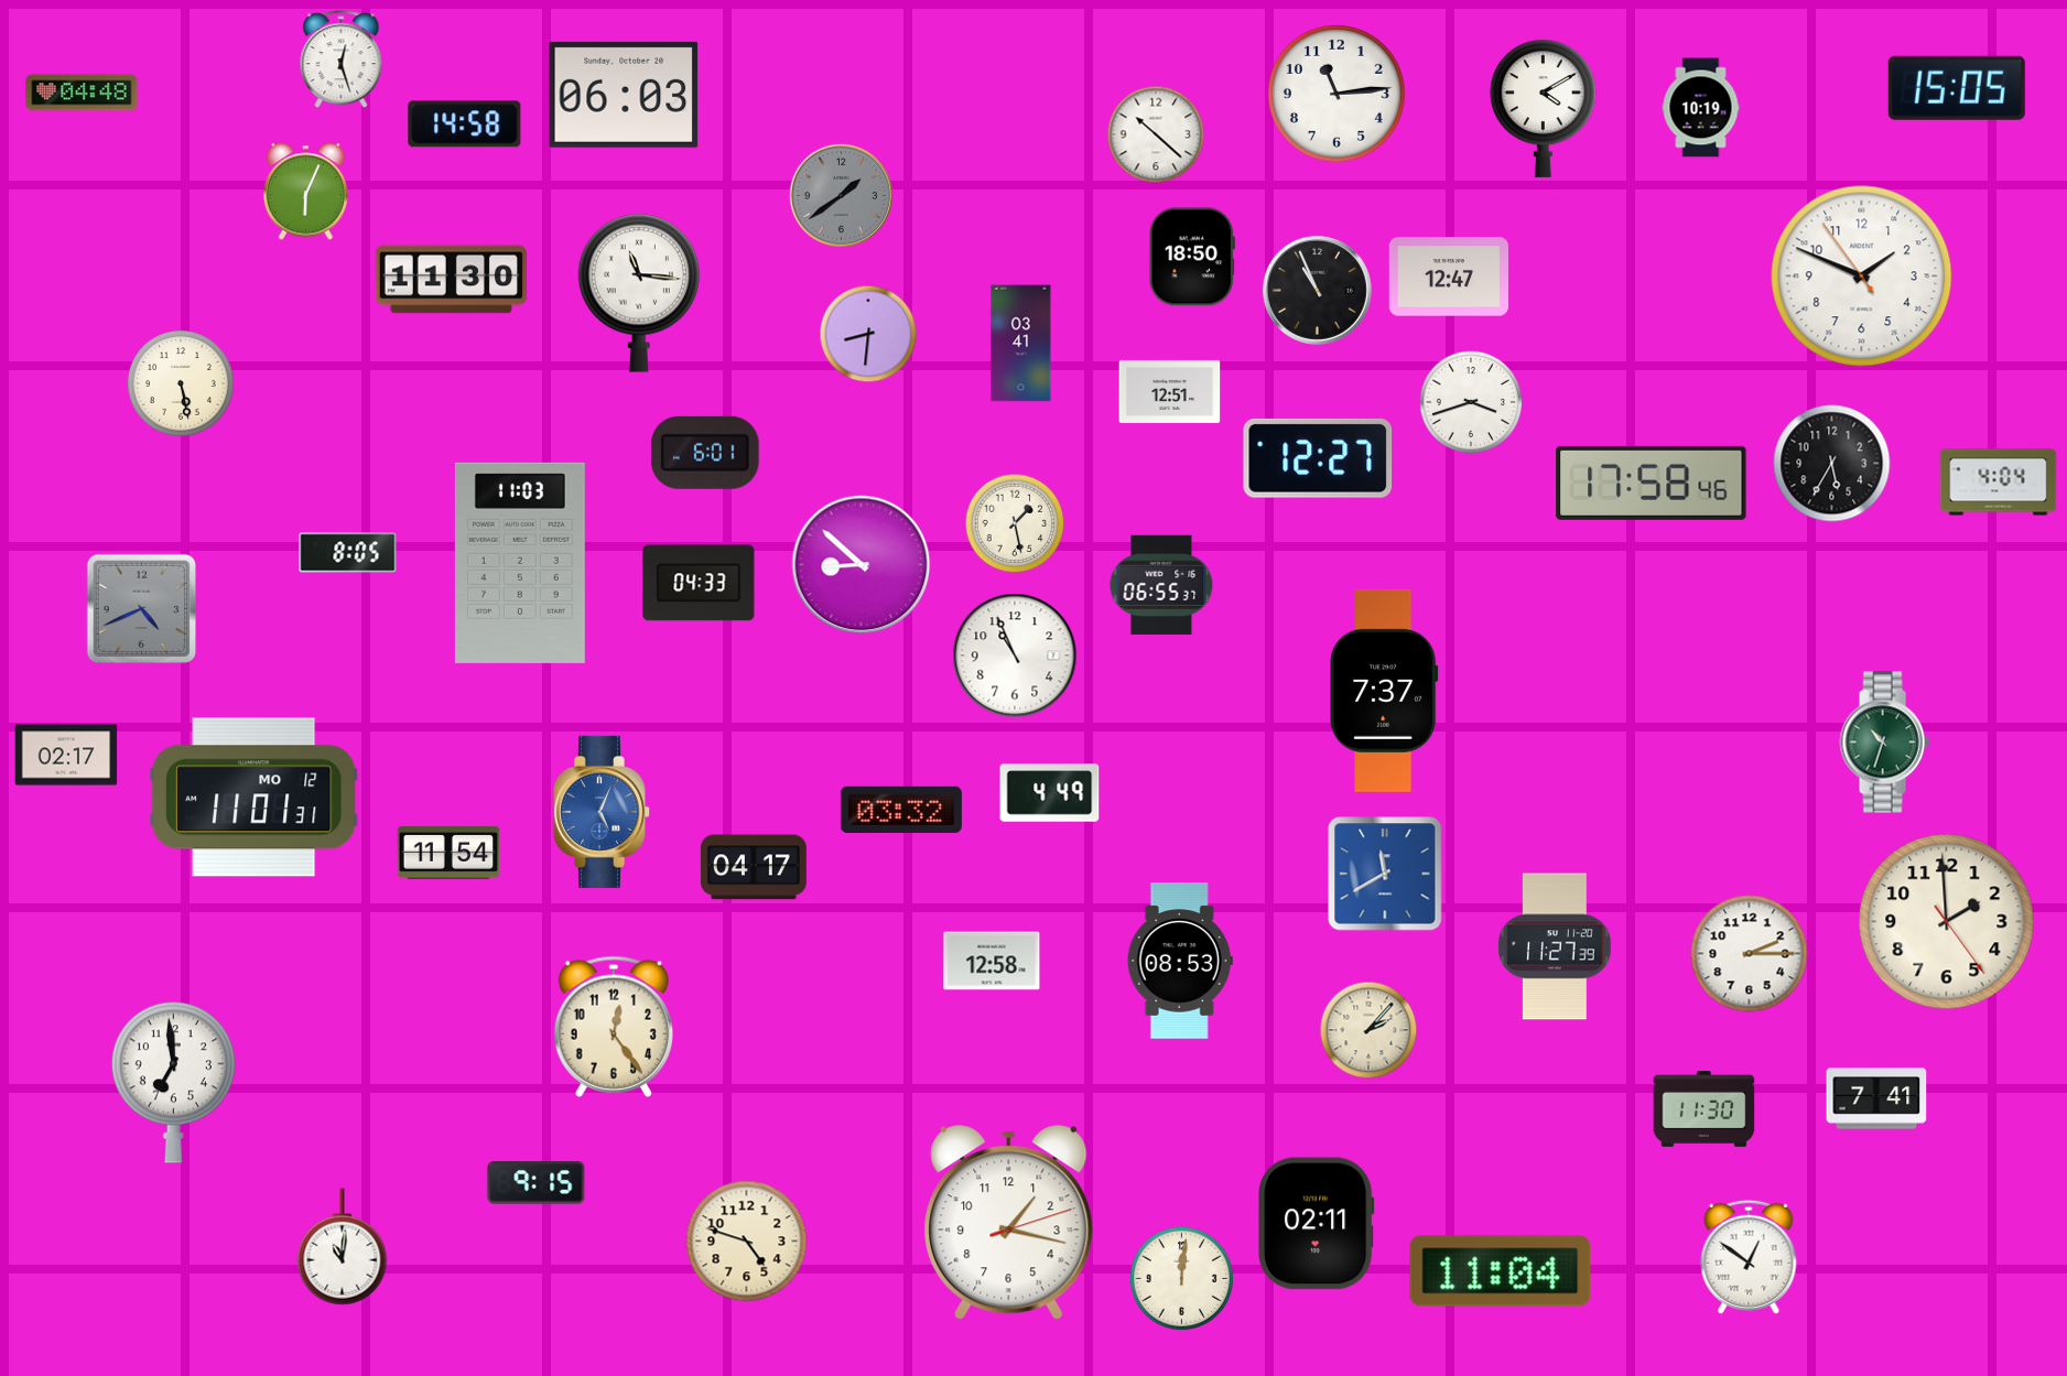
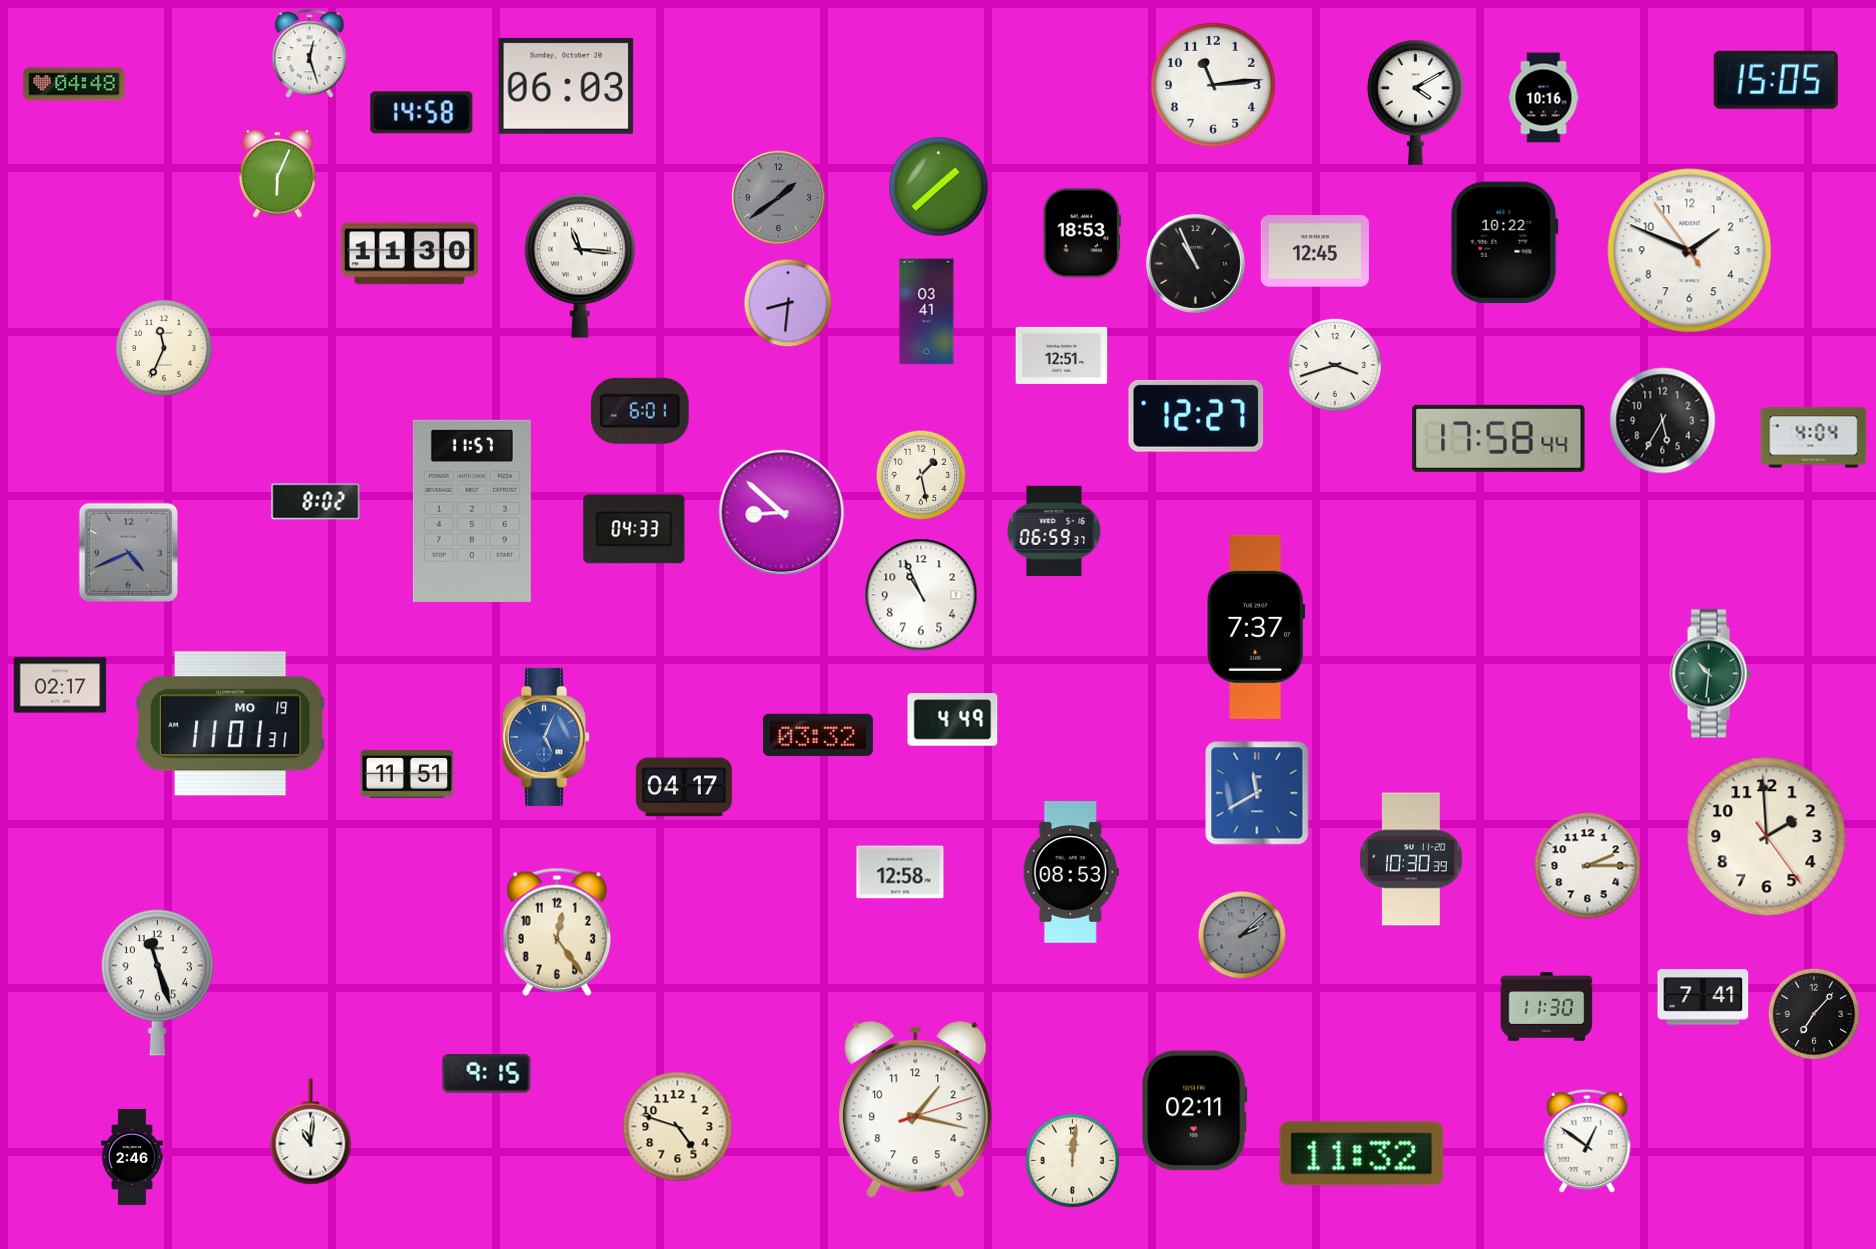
clock at (1544, 108) position: (1544, 108) -> (1416, 102)
clock at (1701, 108): 10:19 -> 10:16
clock at (1156, 134): 10:22 -> none
clock at (841, 195) position: (841, 195) -> (778, 197)
clock at (939, 187): none -> 1:38
clock at (1192, 257): 18:50 -> 18:53
clock at (1504, 243): none -> 10:22
clock at (1449, 277): 12:47 -> 12:45
clock at (181, 383): 5:28 -> 11:34
clock at (1652, 483): 17:58:46 -> 17:58:44
clock at (348, 553): 8:05 -> 8:02
clock at (520, 563): 11:03 -> 11:57
clock at (1161, 585): 06:55 -> 06:59
clock at (1884, 743): 10:33 -> 10:31
clock at (253, 798) date: MO 12 -> MO 19
clock at (448, 853): 11:54 -> 11:51
clock at (1555, 946): 11:27 -> 10:30
clock at (1368, 1030): 2:07 -> 2:08
clock at (1368, 1030) dial: cream -> grey
clock at (173, 1083): 6:59 -> 11:27
clock at (1814, 1014): none -> 7:07
clock at (1501, 1271): 11:04 -> 11:32
clock at (132, 1157): none -> 2:46
